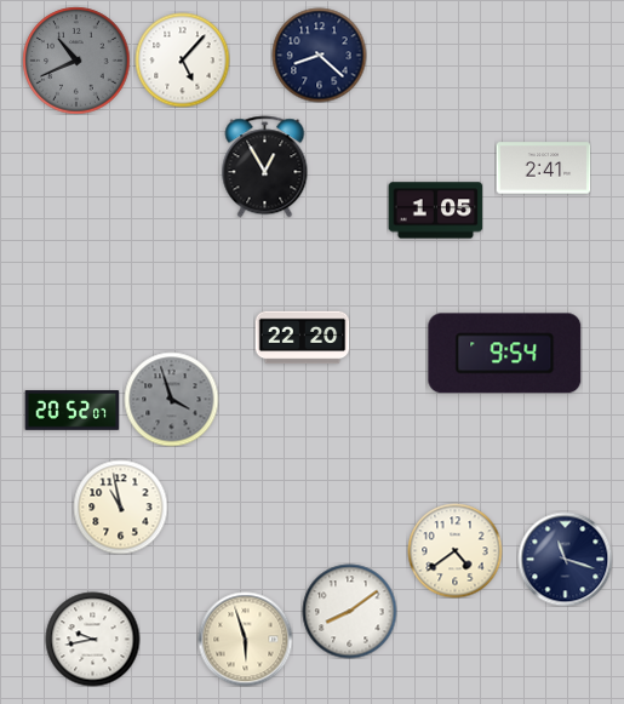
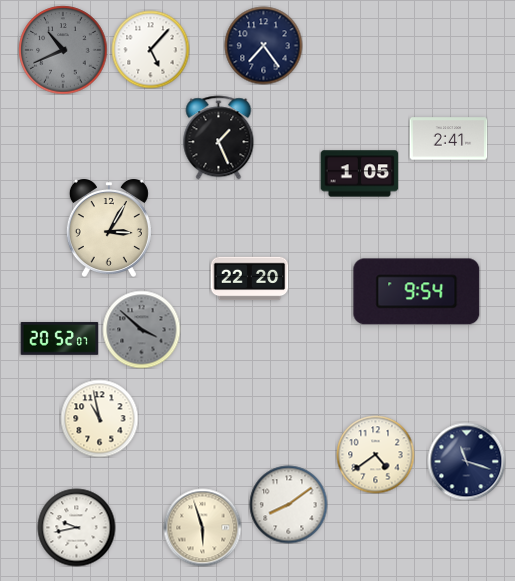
clock at (319, 55): 8:22 -> 7:24
clock at (265, 166): 12:55 -> 1:26
clock at (109, 228): none -> 3:05
clock at (171, 399): 3:57 -> 3:52
